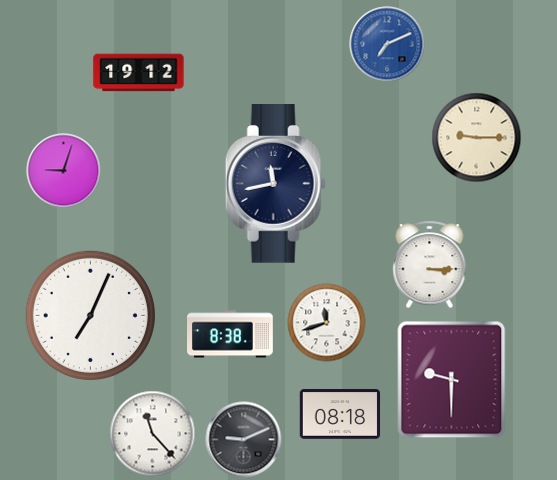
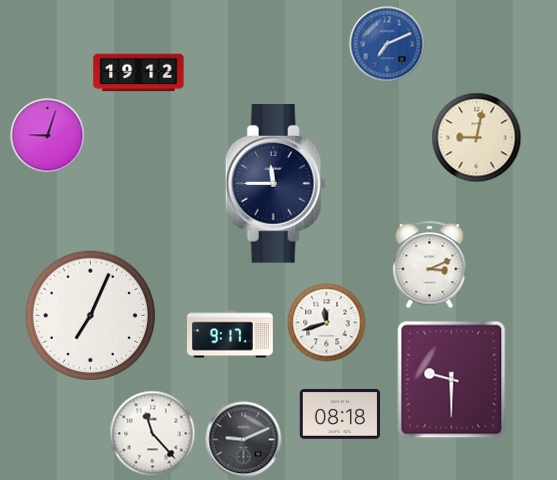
clock at (477, 138): 9:15 -> 9:02
clock at (64, 171) position: (64, 171) -> (48, 136)
clock at (275, 184): 11:43 -> 11:45
clock at (430, 265): 3:15 -> 3:11
clock at (230, 334): 8:38 -> 9:17
